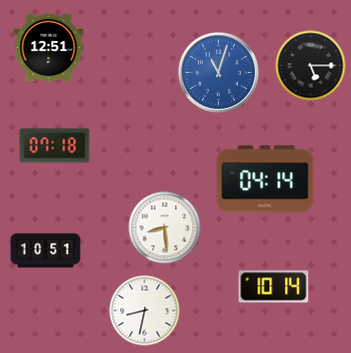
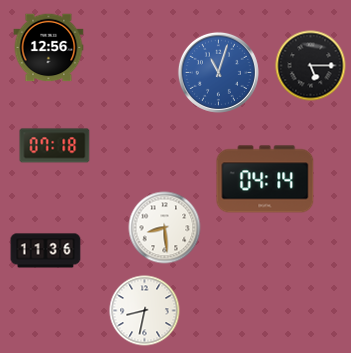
clock at (49, 48): 12:51 -> 12:56
clock at (46, 251): 10:51 -> 11:36
clock at (274, 287): 10:14 -> none
